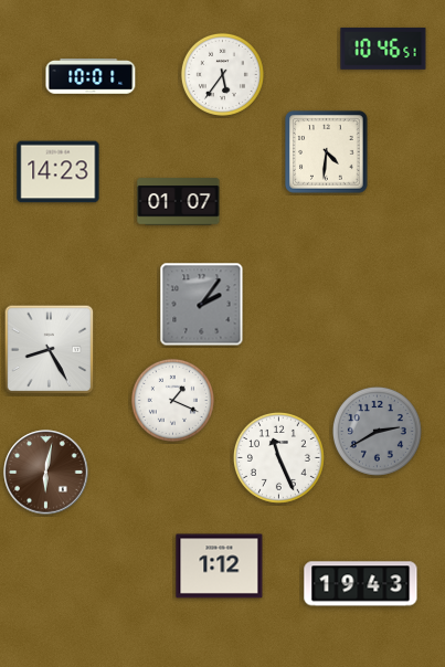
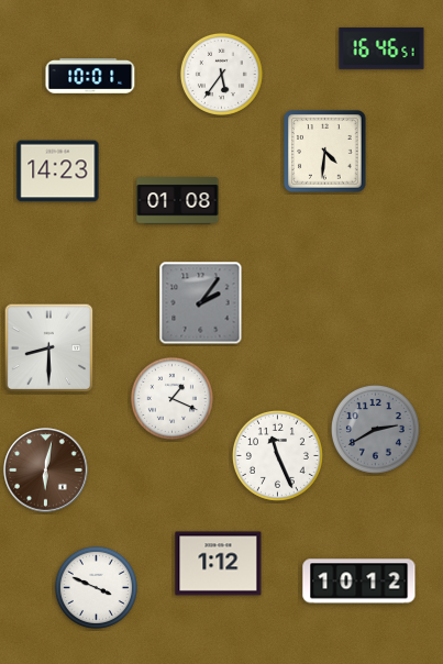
clock at (383, 49): 10:46 -> 16:46
clock at (179, 202): 01:07 -> 01:08
clock at (50, 350): 8:25 -> 8:30
clock at (361, 584): 19:43 -> 10:12
clock at (96, 587): none -> 3:49
